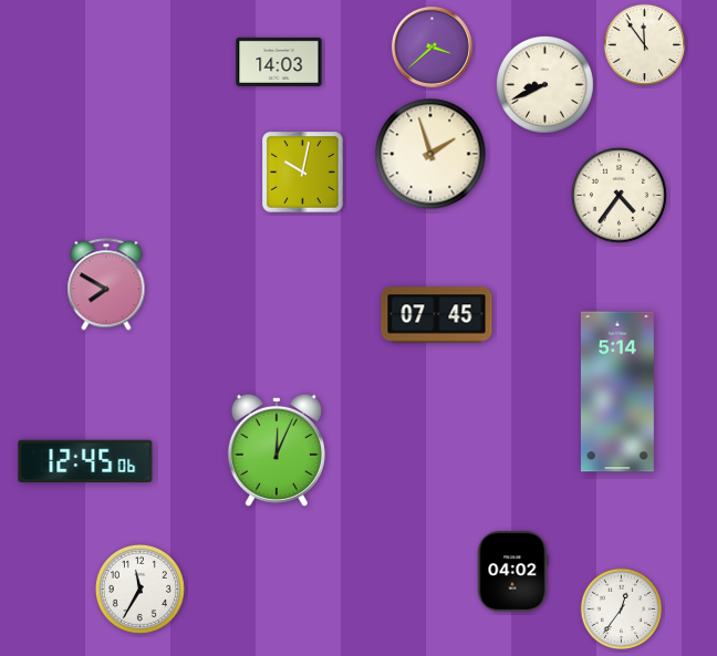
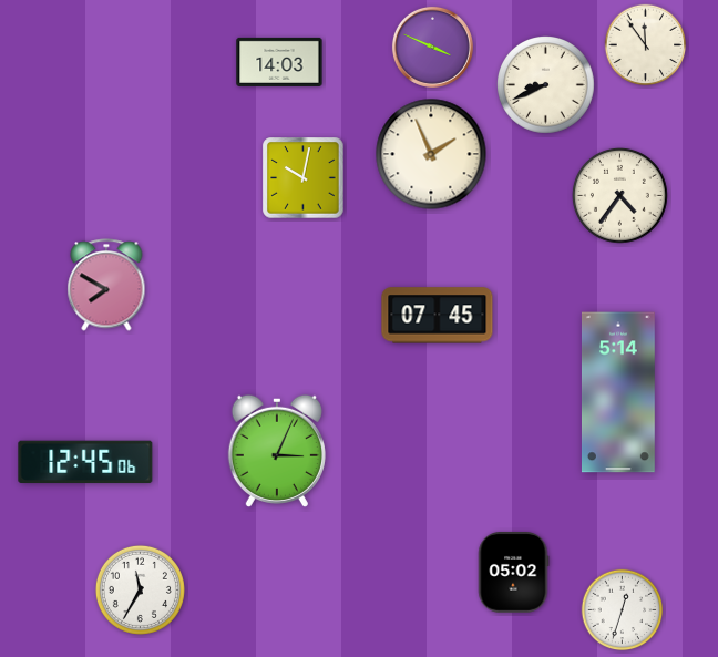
clock at (432, 46): 3:38 -> 3:49
clock at (430, 154): 1:57 -> 1:56
clock at (303, 173) position: (303, 173) -> (304, 178)
clock at (277, 450): 12:04 -> 3:04
clock at (513, 572): 04:02 -> 05:02
clock at (622, 610): 12:36 -> 12:33
